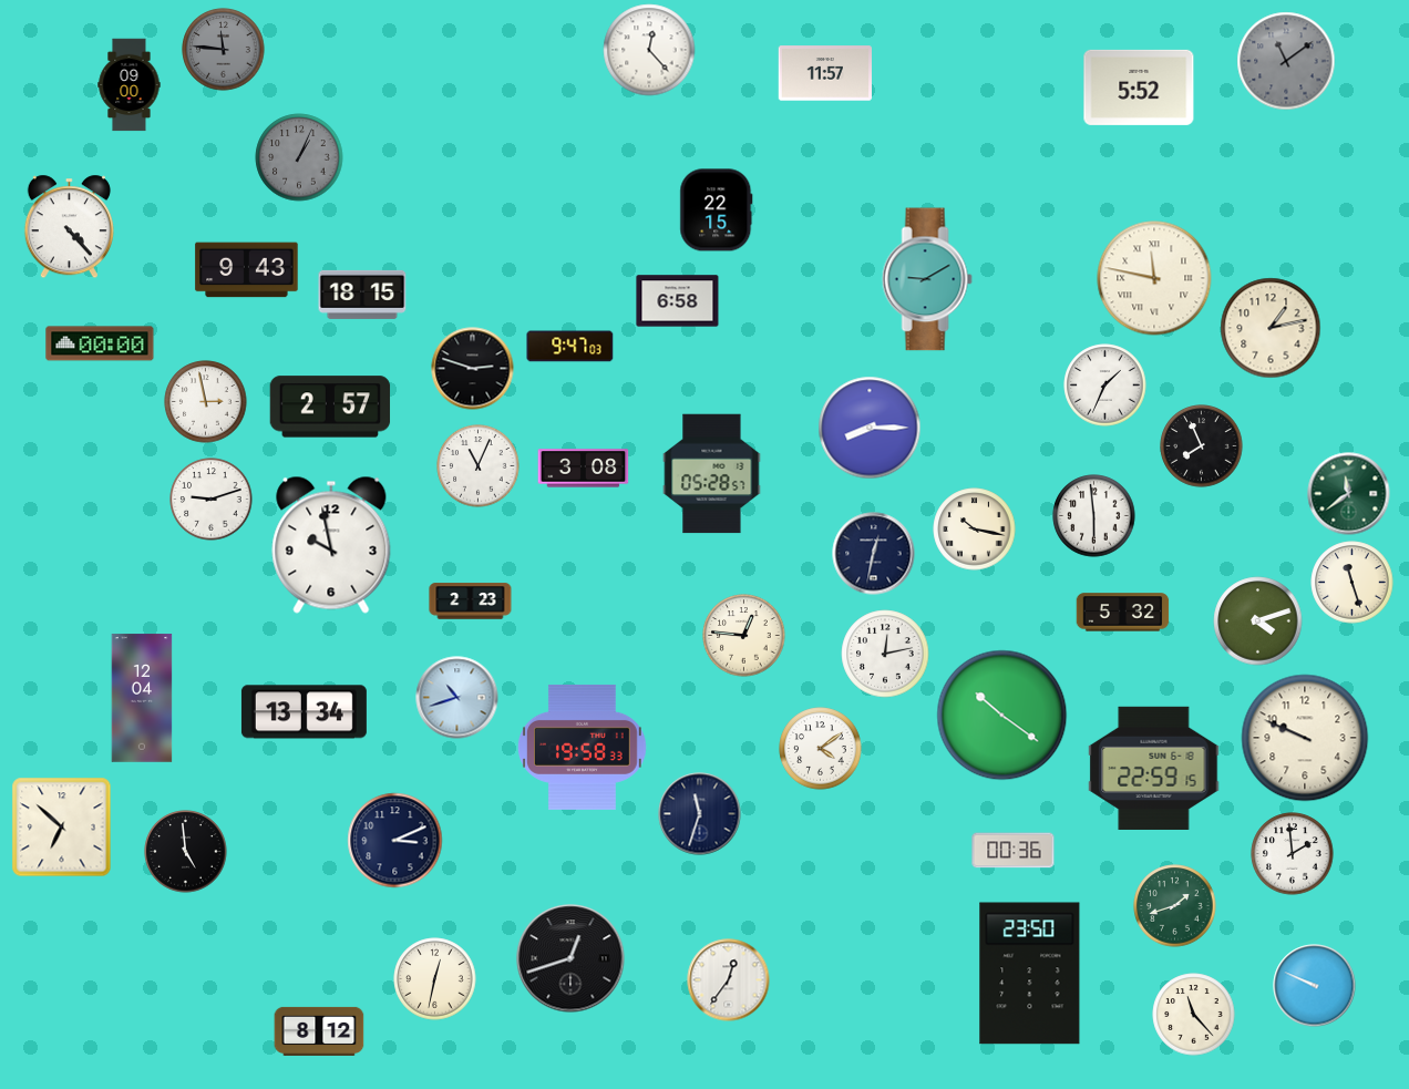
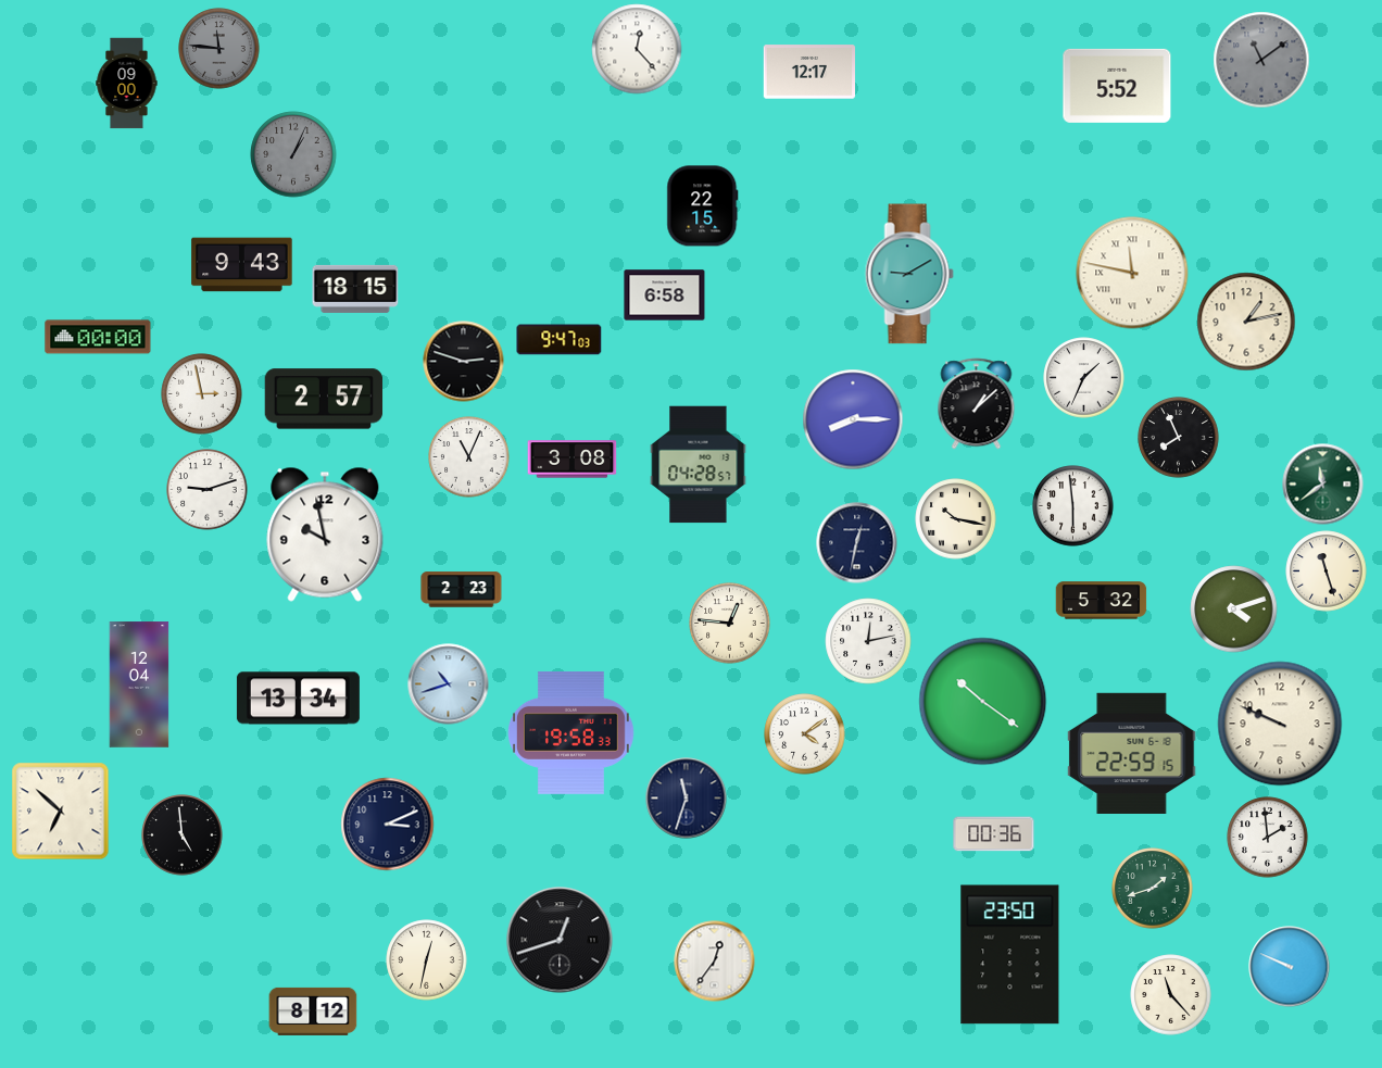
clock at (824, 73): 11:57 -> 12:17
clock at (69, 227): 4:23 -> none
clock at (977, 404): none -> 1:08
clock at (712, 474): 05:28 -> 04:28
